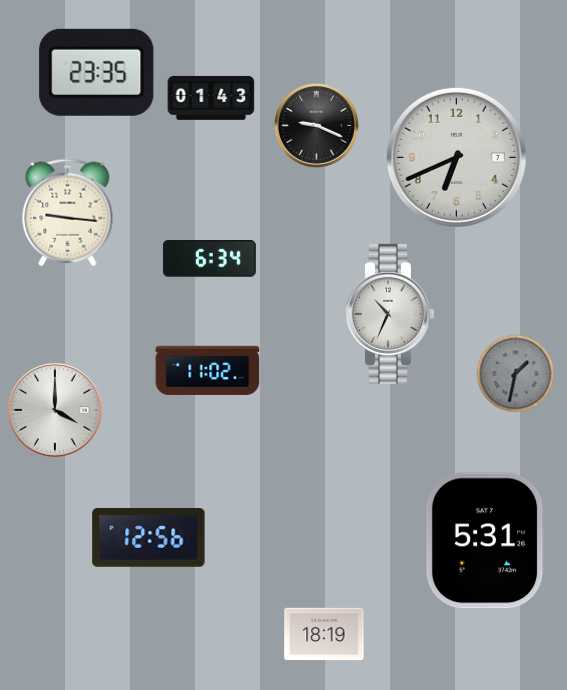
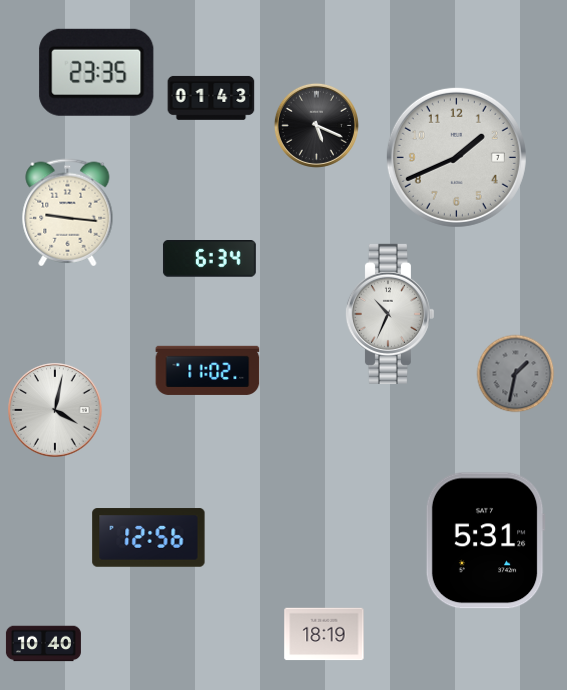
clock at (316, 125): 9:19 -> 5:19
clock at (456, 157): 6:41 -> 1:41
clock at (55, 410): 4:00 -> 4:02
clock at (43, 644): none -> 10:40
